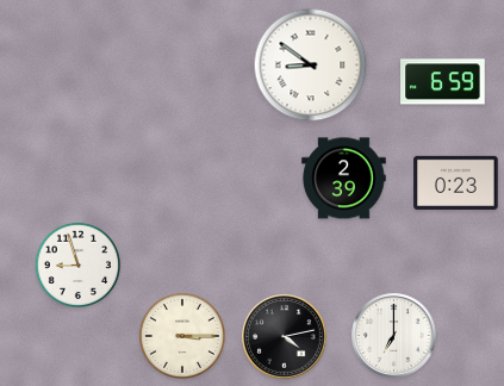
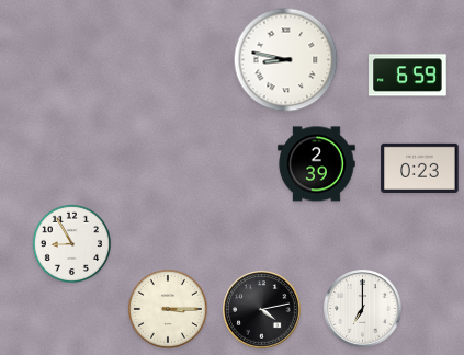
clock at (311, 66): 8:51 -> 8:47
clock at (77, 264): 8:57 -> 8:55
